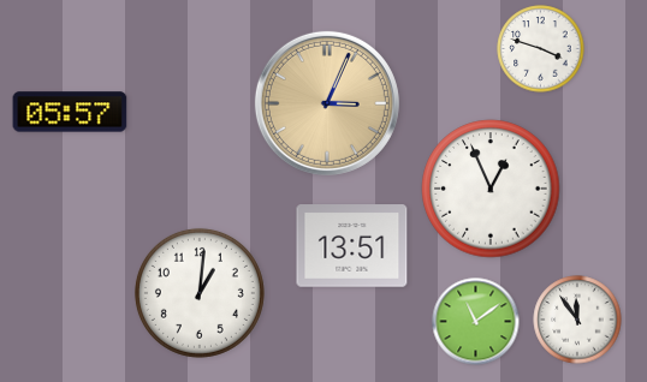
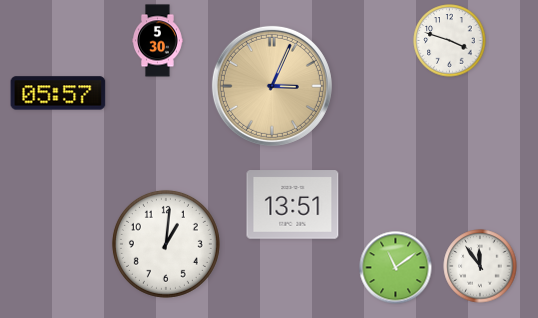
clock at (158, 41): none -> 5:30
clock at (491, 189): 12:56 -> none
